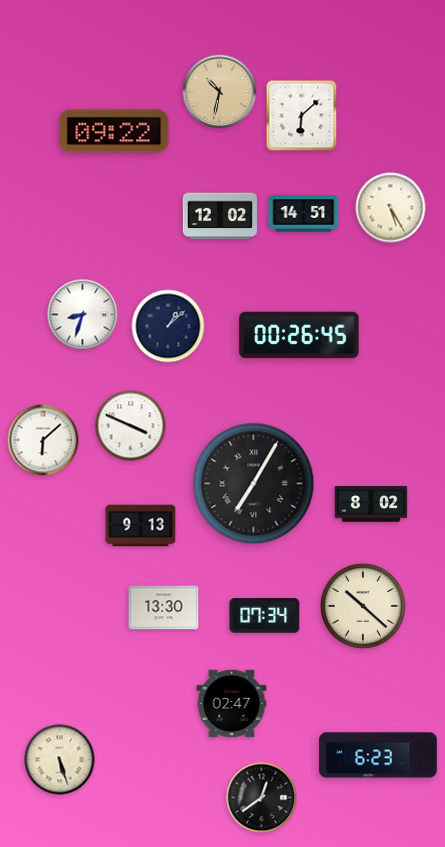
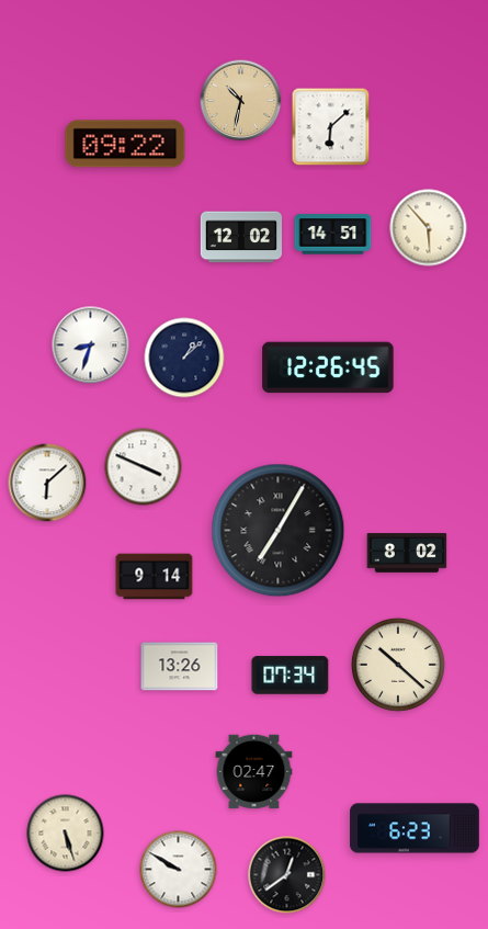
clock at (391, 208): 5:25 -> 5:53
clock at (299, 335): 00:26 -> 12:26
clock at (141, 526): 9:13 -> 9:14
clock at (164, 608): 13:30 -> 13:26
clock at (179, 870): none -> 9:50
